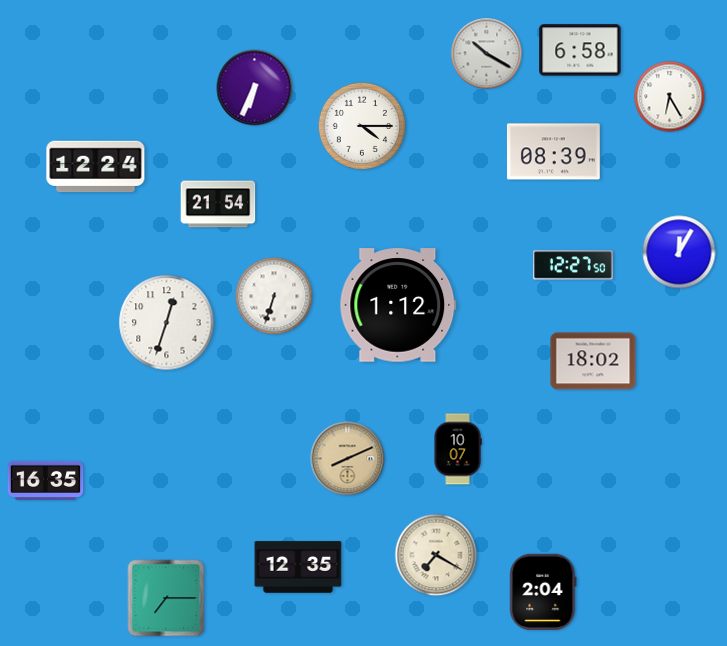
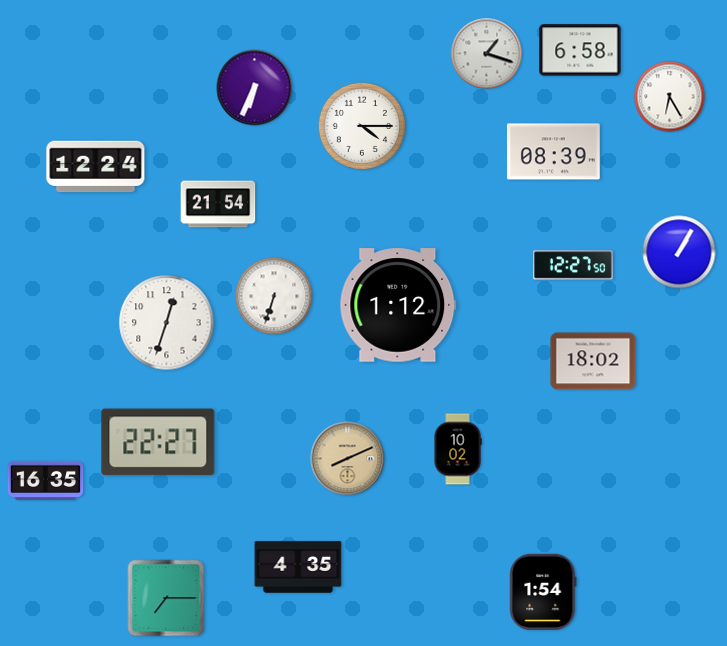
clock at (487, 54): 10:20 -> 1:18
clock at (679, 252): 12:05 -> 1:05
clock at (158, 442): none -> 22:27
clock at (458, 449): 10:07 -> 10:02
clock at (436, 555): 7:20 -> none
clock at (298, 567): 12:35 -> 4:35
clock at (543, 591): 2:04 -> 1:54
